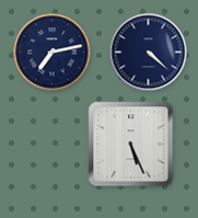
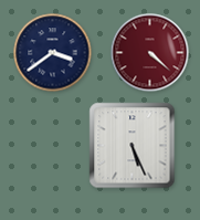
clock at (53, 53): 7:13 -> 3:39
clock at (149, 53) dial: navy -> burgundy
